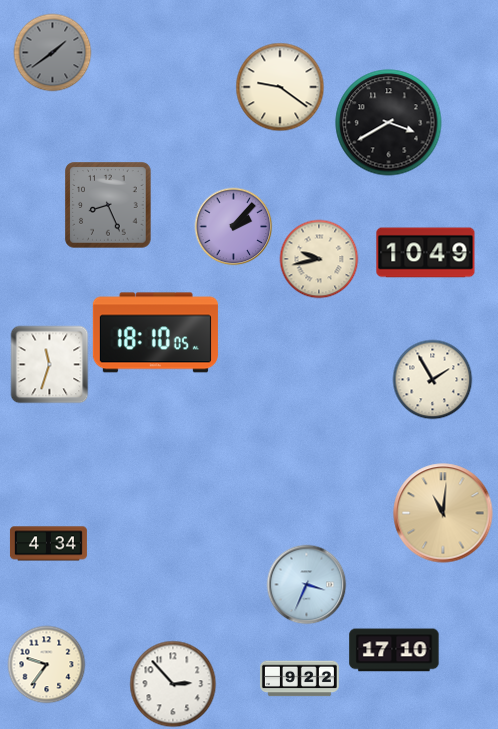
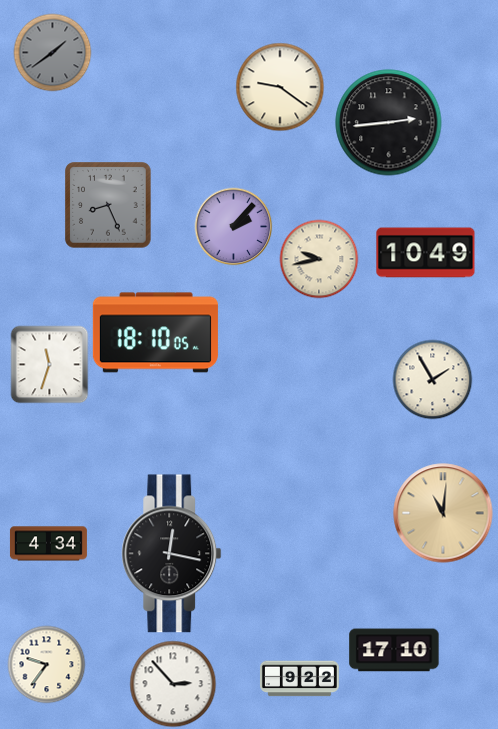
clock at (389, 123): 3:40 -> 2:44
clock at (172, 554): none -> 12:17
clock at (306, 584): 3:34 -> none
